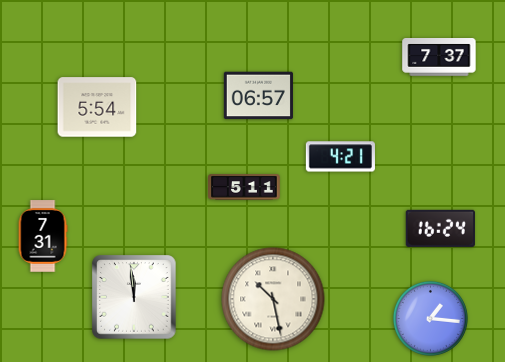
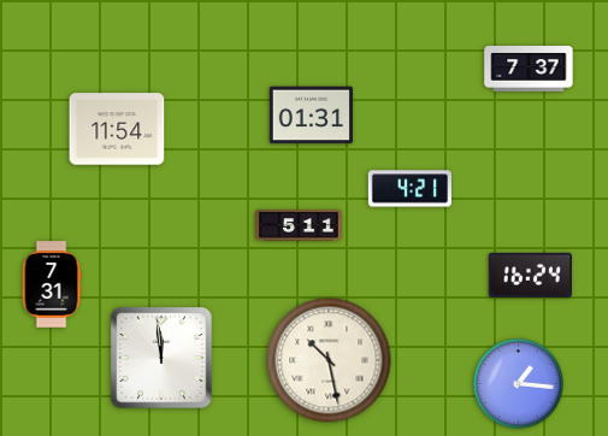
clock at (258, 96): 06:57 -> 01:31
clock at (97, 107): 5:54 -> 11:54
clock at (244, 187) position: (244, 187) -> (299, 225)
